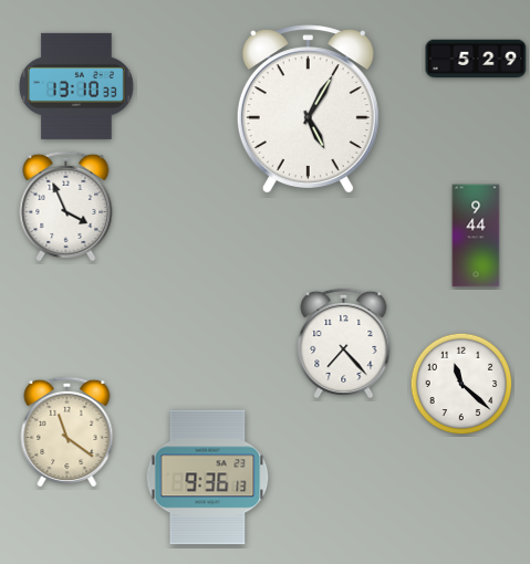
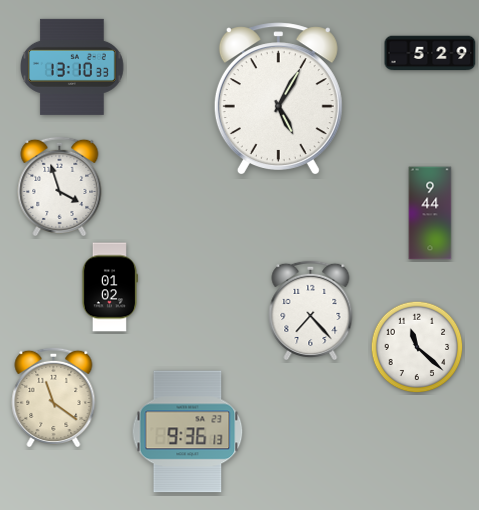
clock at (77, 86) position: (77, 86) -> (73, 67)
clock at (66, 205): 3:56 -> 3:57
clock at (109, 287): none -> 01:02
clock at (67, 430) position: (67, 430) -> (54, 396)
